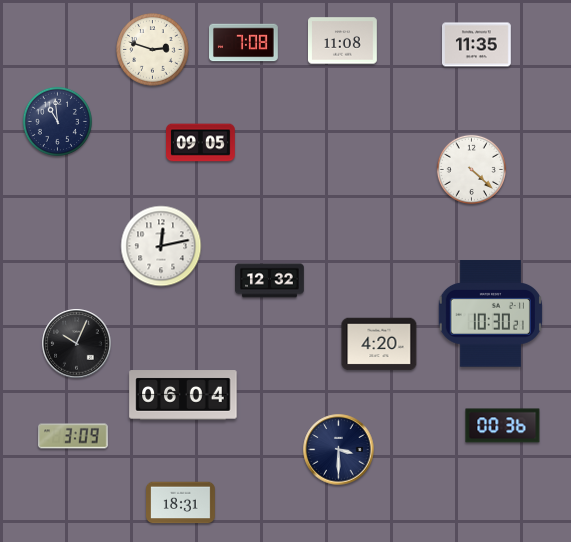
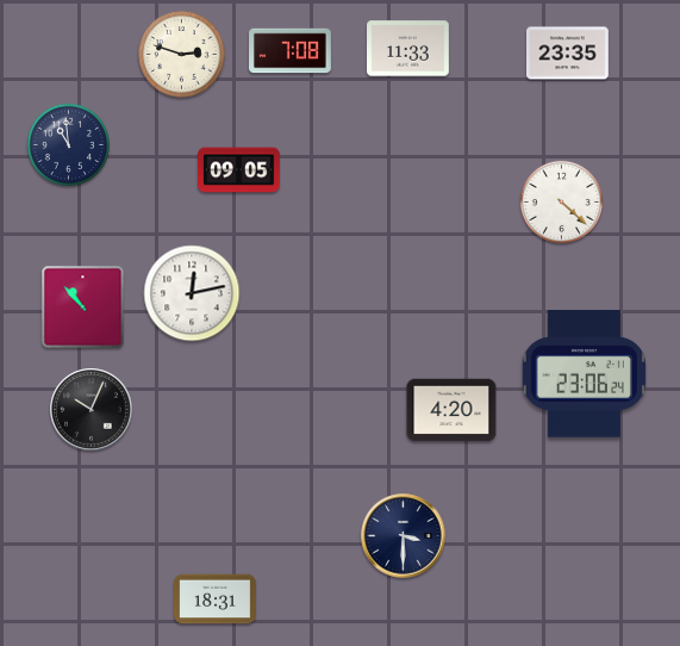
clock at (343, 41): 11:08 -> 11:33
clock at (477, 45): 11:35 -> 23:35
clock at (153, 50) position: (153, 50) -> (182, 55)
clock at (83, 308): none -> 10:53
clock at (270, 281): 12:32 -> none
clock at (490, 314): 10:30 -> 23:06
clock at (183, 395): 06:04 -> none
clock at (503, 426): 00:36 -> none
clock at (73, 436): 3:09 -> none
